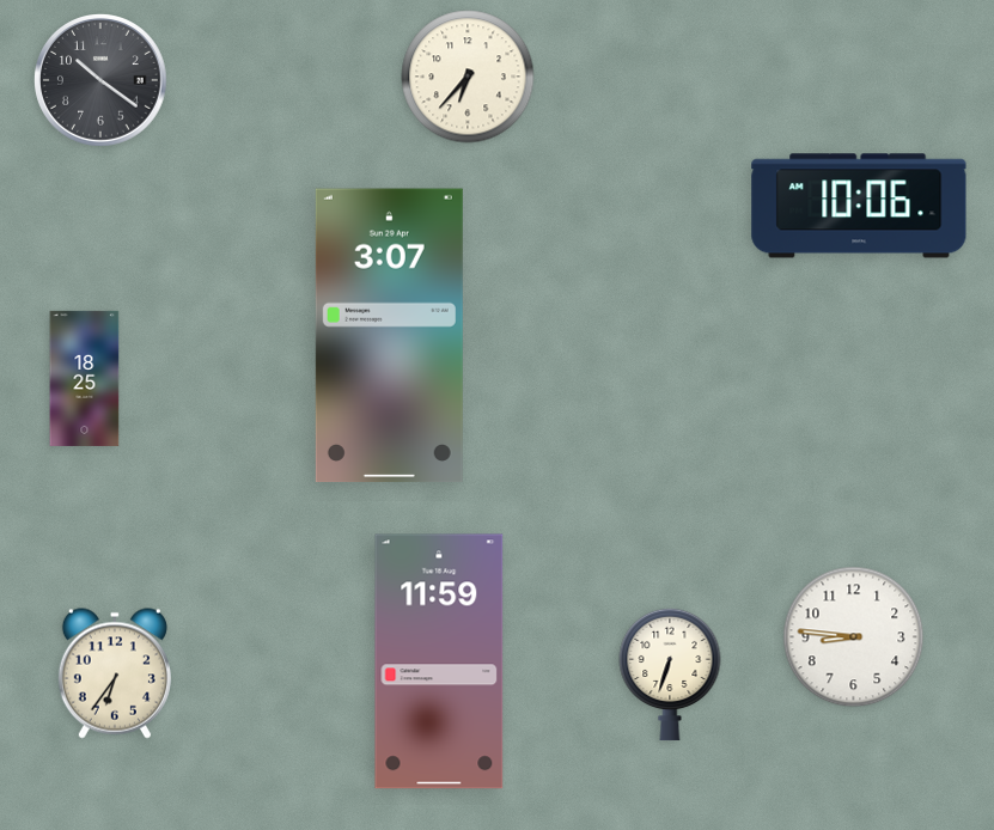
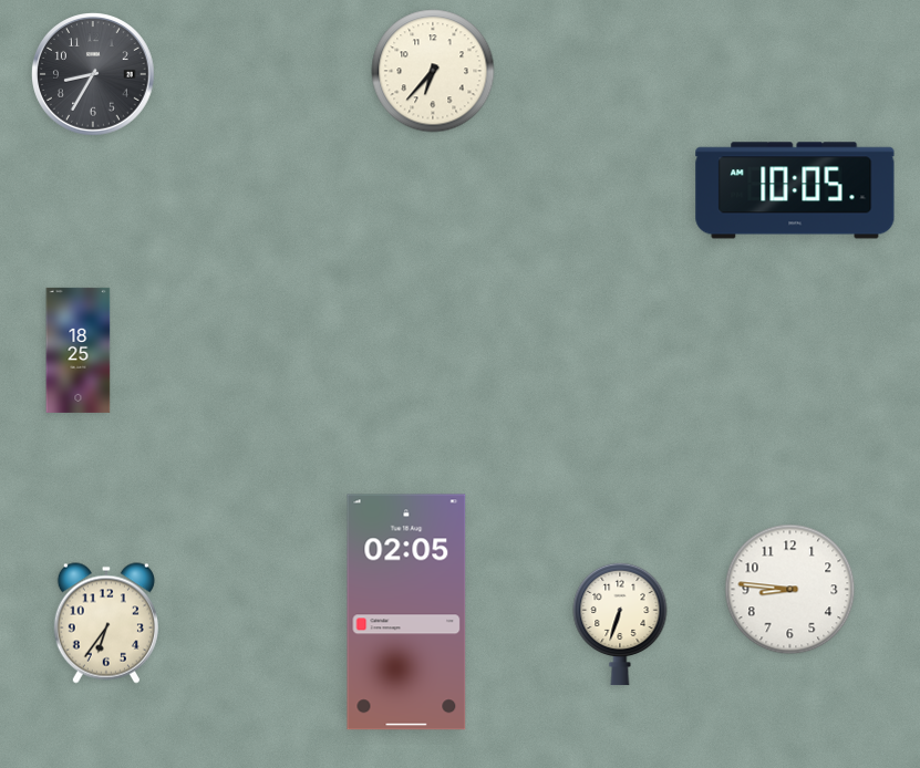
clock at (102, 81): 10:21 -> 8:35
clock at (859, 206): 10:06 -> 10:05
clock at (389, 336): 3:07 -> none
clock at (439, 661): 11:59 -> 02:05
